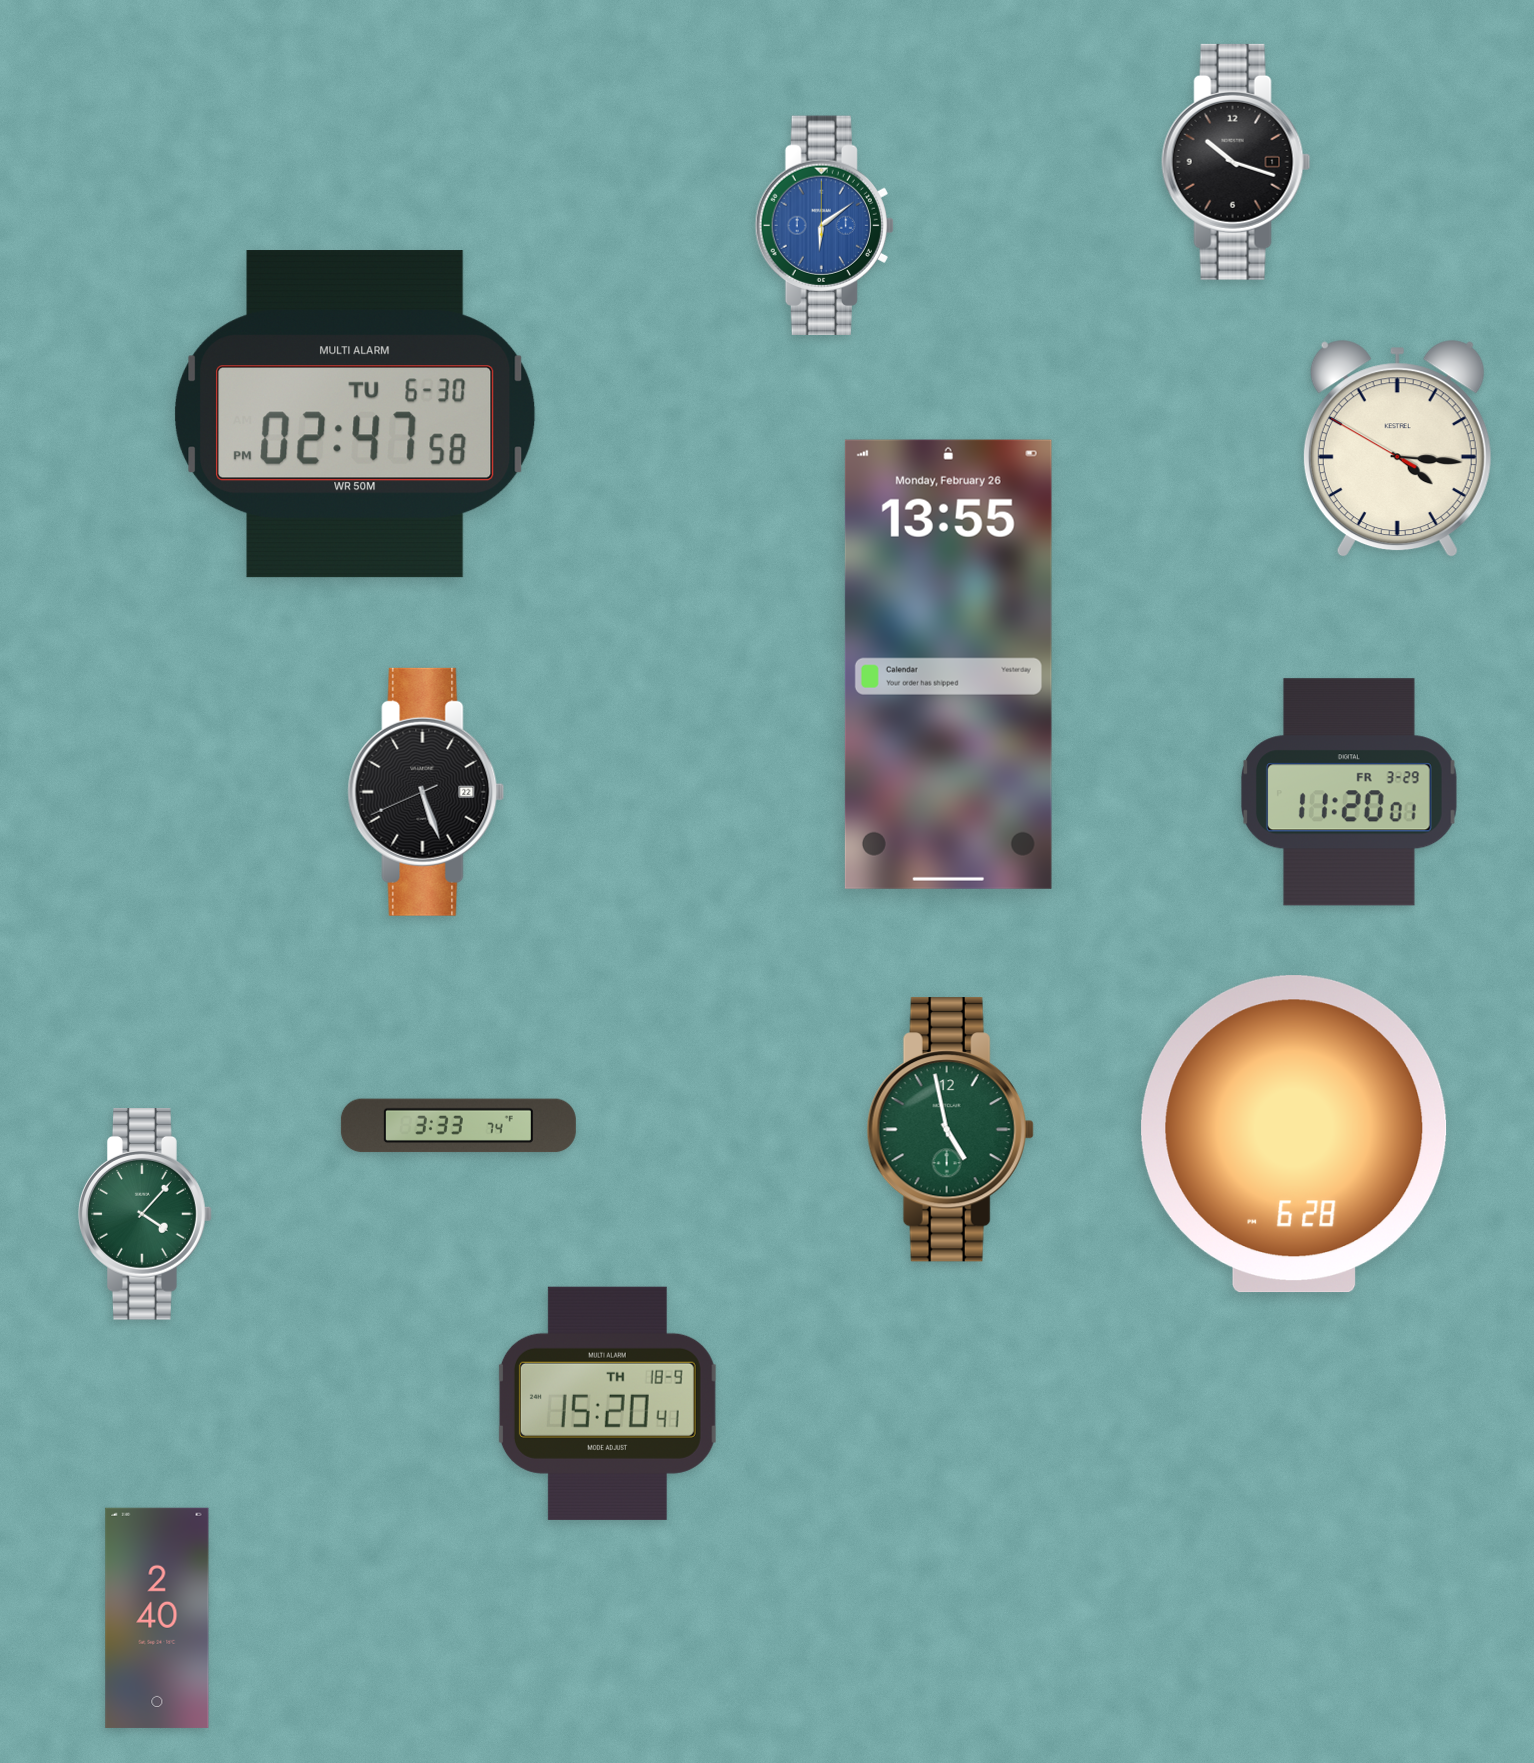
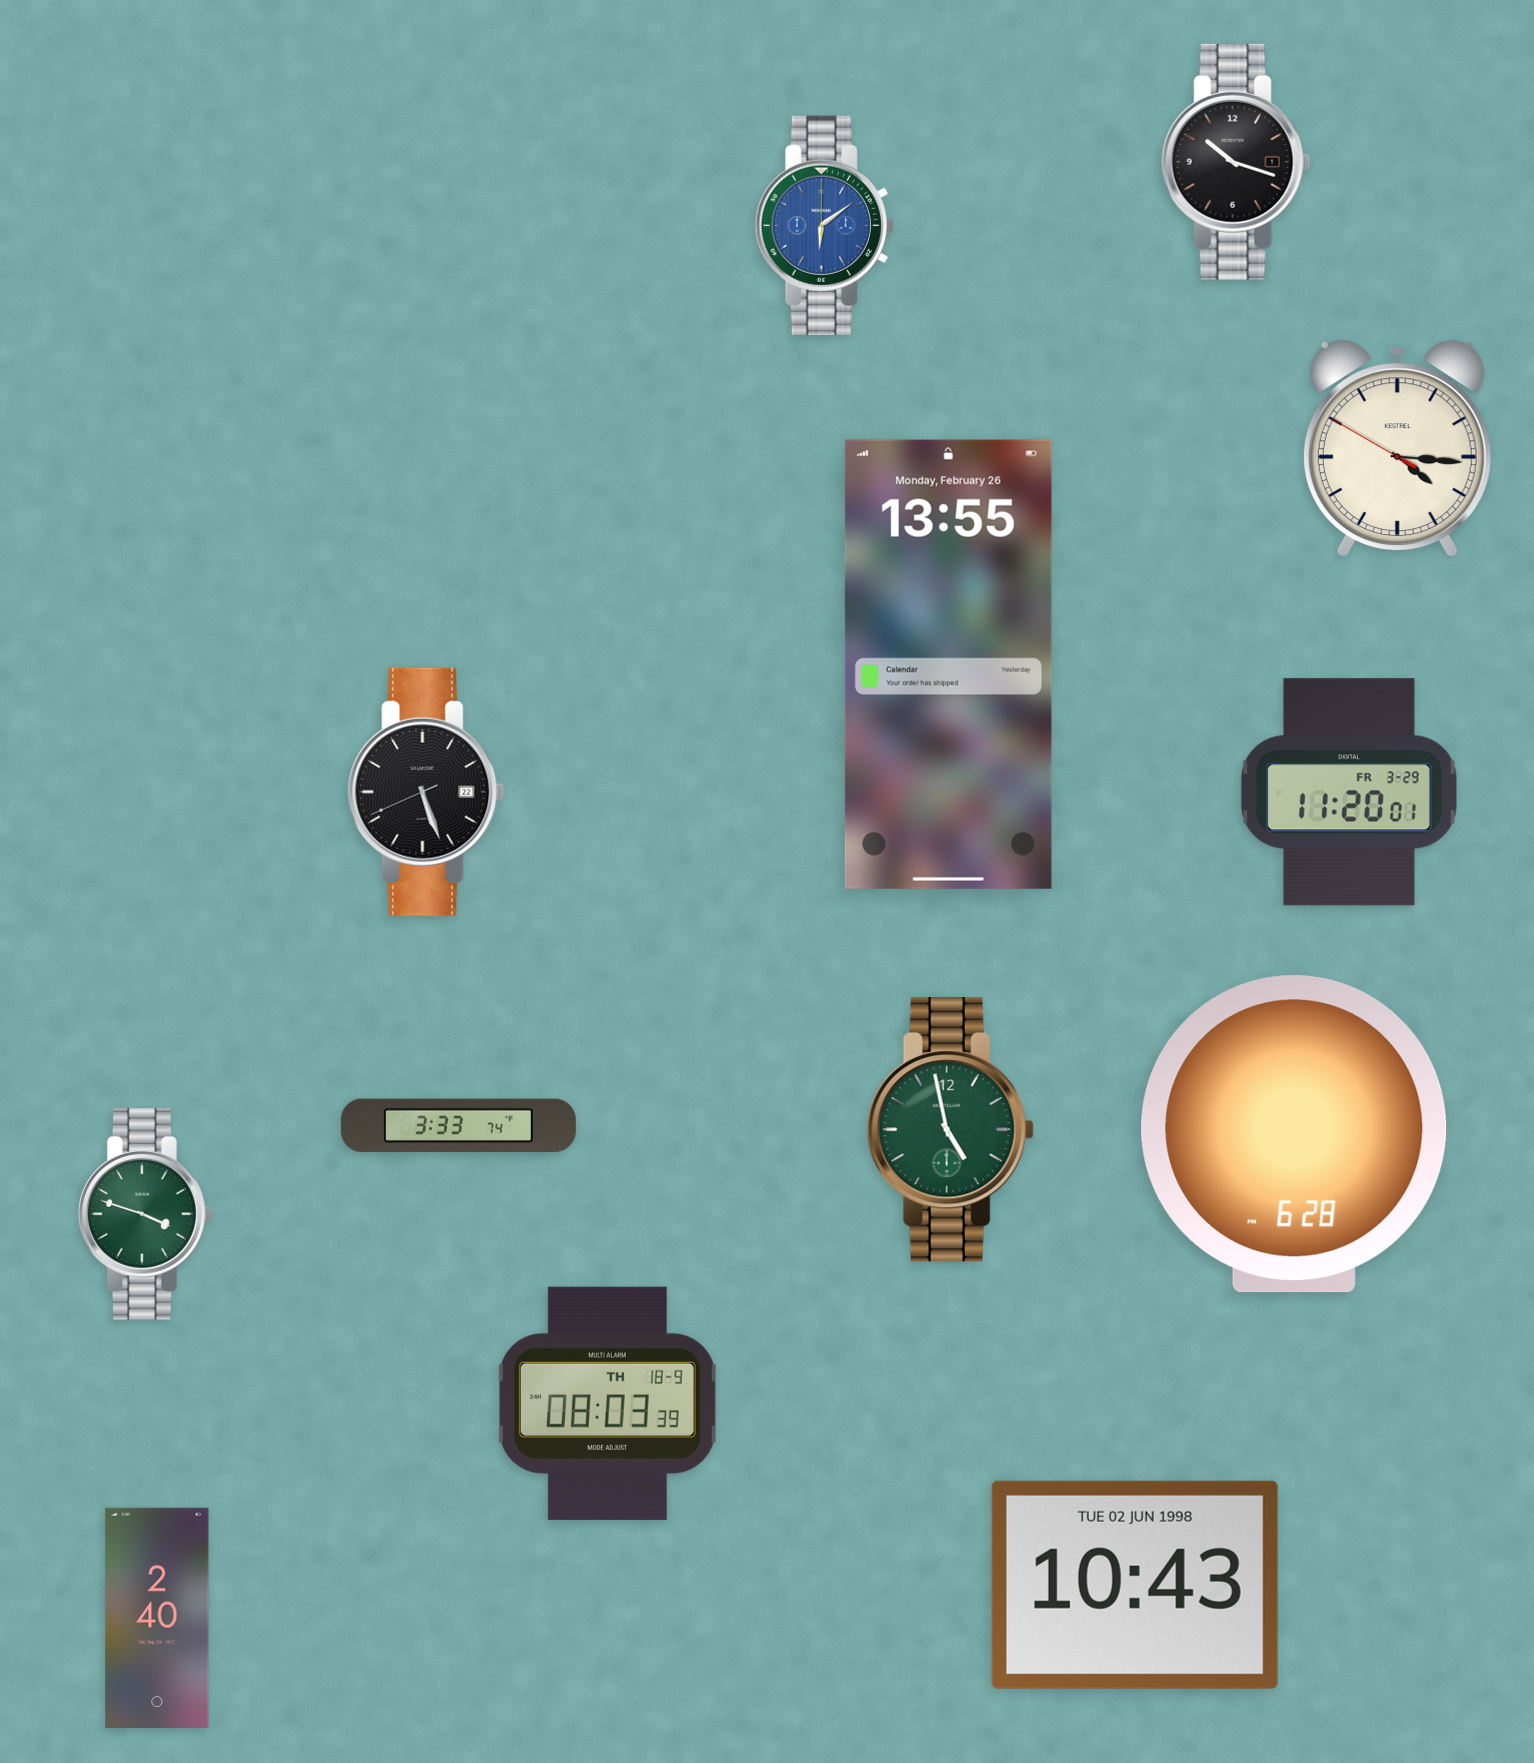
clock at (356, 414): 02:47 -> none
clock at (145, 1215): 4:07 -> 3:48
clock at (607, 1403): 15:20 -> 08:03
clock at (1135, 1585): none -> 10:43
